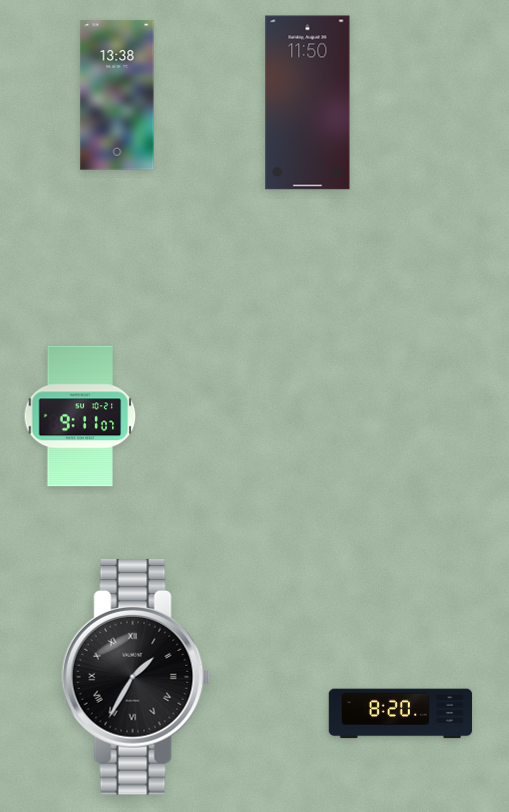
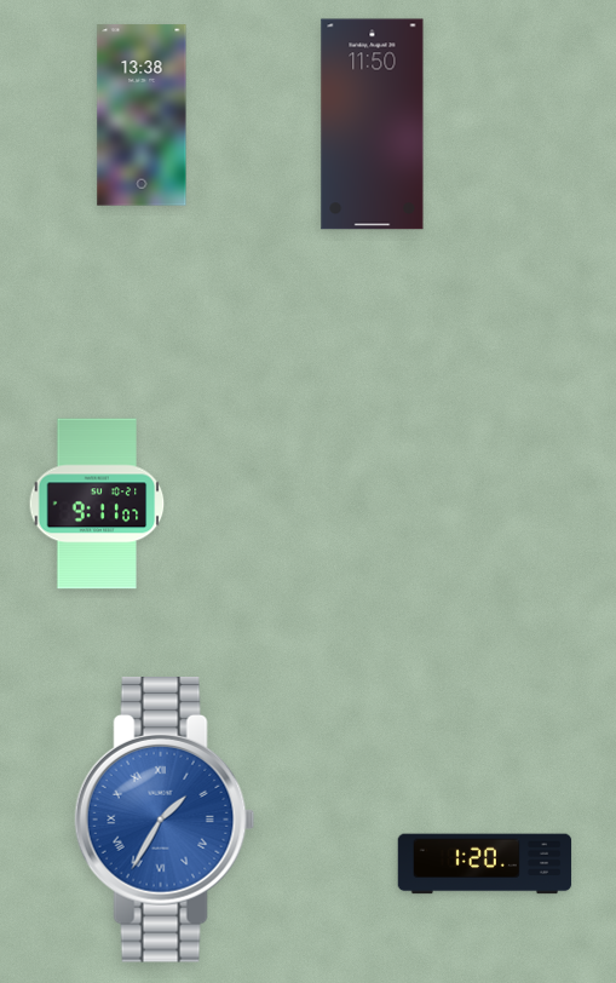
clock at (136, 678) dial: black -> blue
clock at (401, 714): 8:20 -> 1:20
